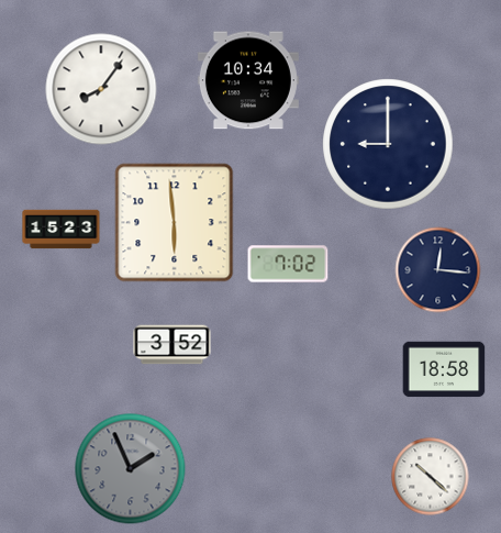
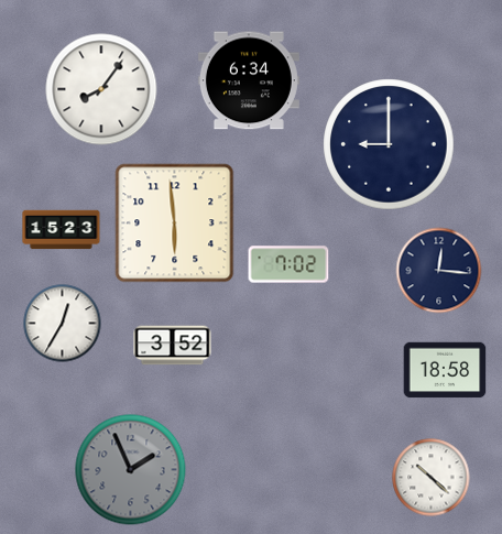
clock at (248, 80): 10:34 -> 6:34
clock at (63, 324): none -> 12:35
